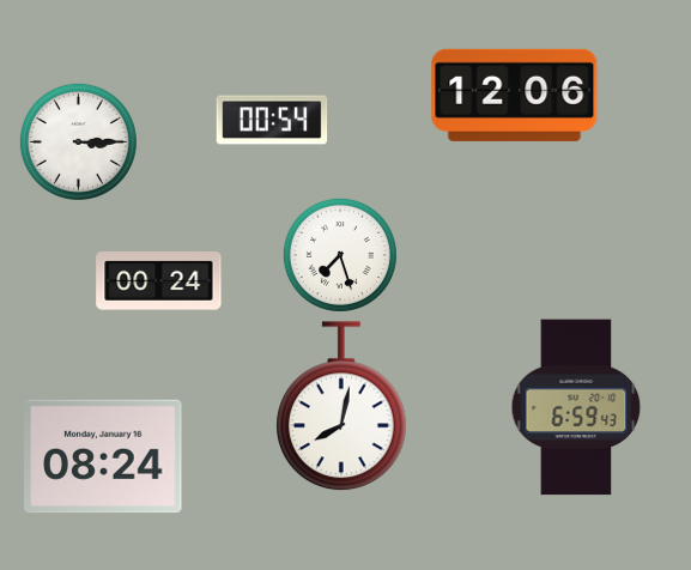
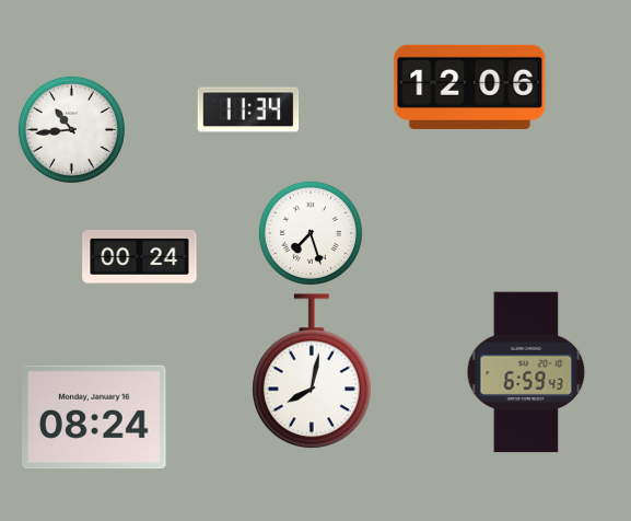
clock at (272, 120): 00:54 -> 11:34
clock at (78, 141): 3:15 -> 10:44
clock at (159, 280) position: (159, 280) -> (140, 256)
